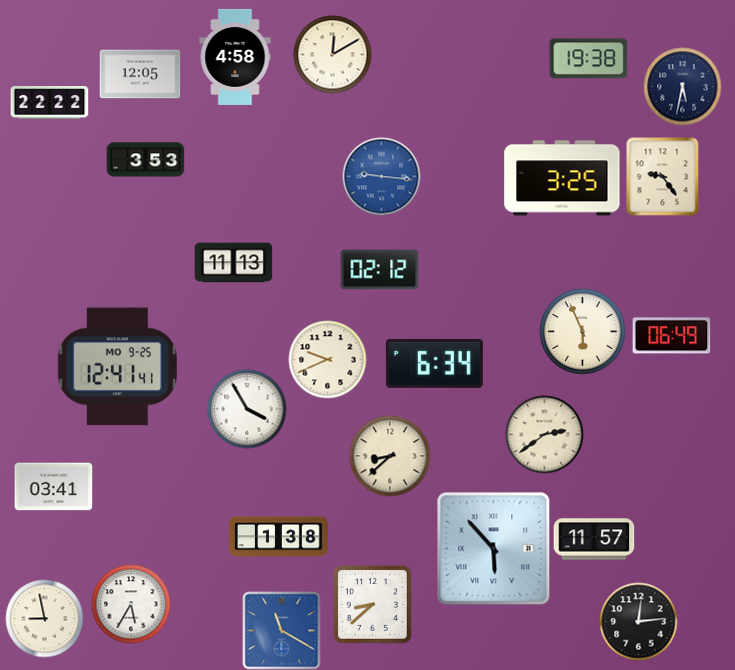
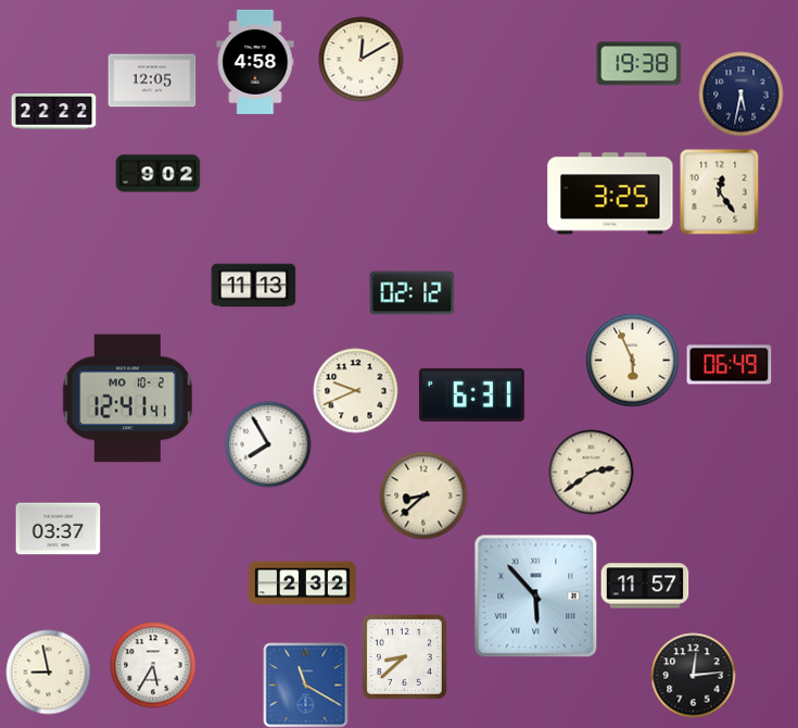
clock at (145, 160): 3:53 -> 9:02
clock at (381, 176): 9:16 -> none
clock at (663, 176): 9:24 -> 12:24
clock at (434, 363): 6:34 -> 6:31
clock at (117, 367) date: MO 9-25 -> MO 10-2
clock at (247, 409): 3:55 -> 7:55
clock at (53, 487): 03:41 -> 03:37
clock at (278, 537): 1:38 -> 2:32
clock at (131, 604) position: (131, 604) -> (153, 665)
